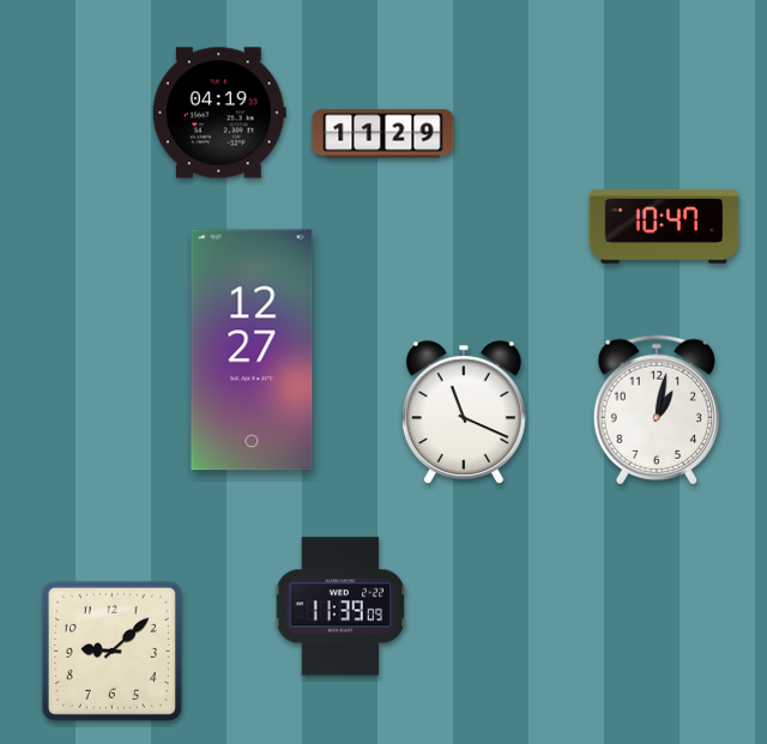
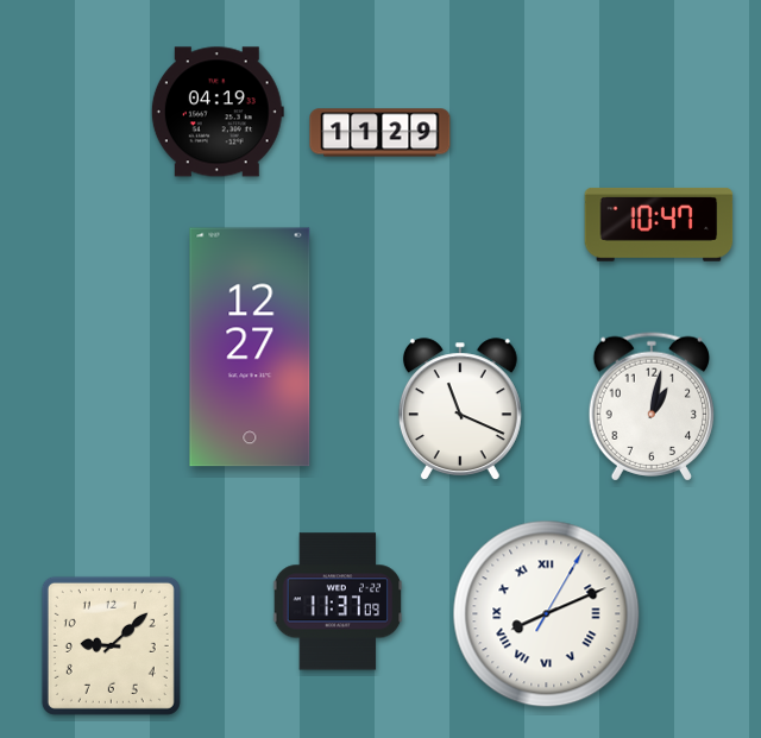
clock at (340, 606): 11:39 -> 11:37
clock at (547, 614): none -> 8:11
